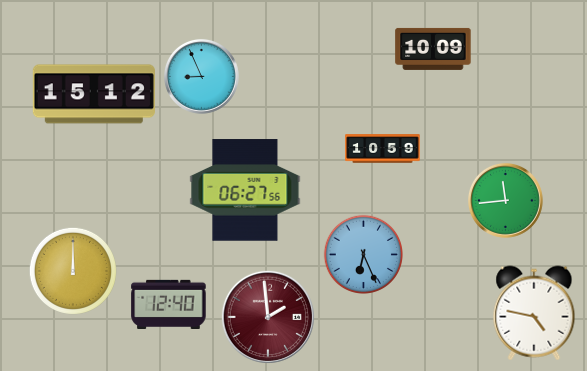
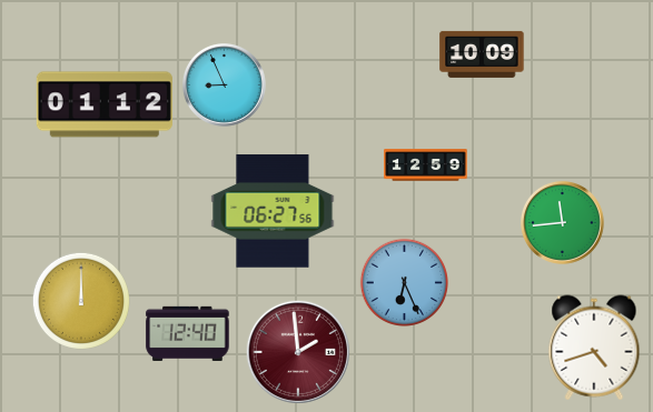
clock at (94, 94): 15:12 -> 01:12
clock at (383, 149): 10:59 -> 12:59
clock at (169, 304) position: (169, 304) -> (188, 333)
clock at (534, 313): 4:47 -> 4:42
